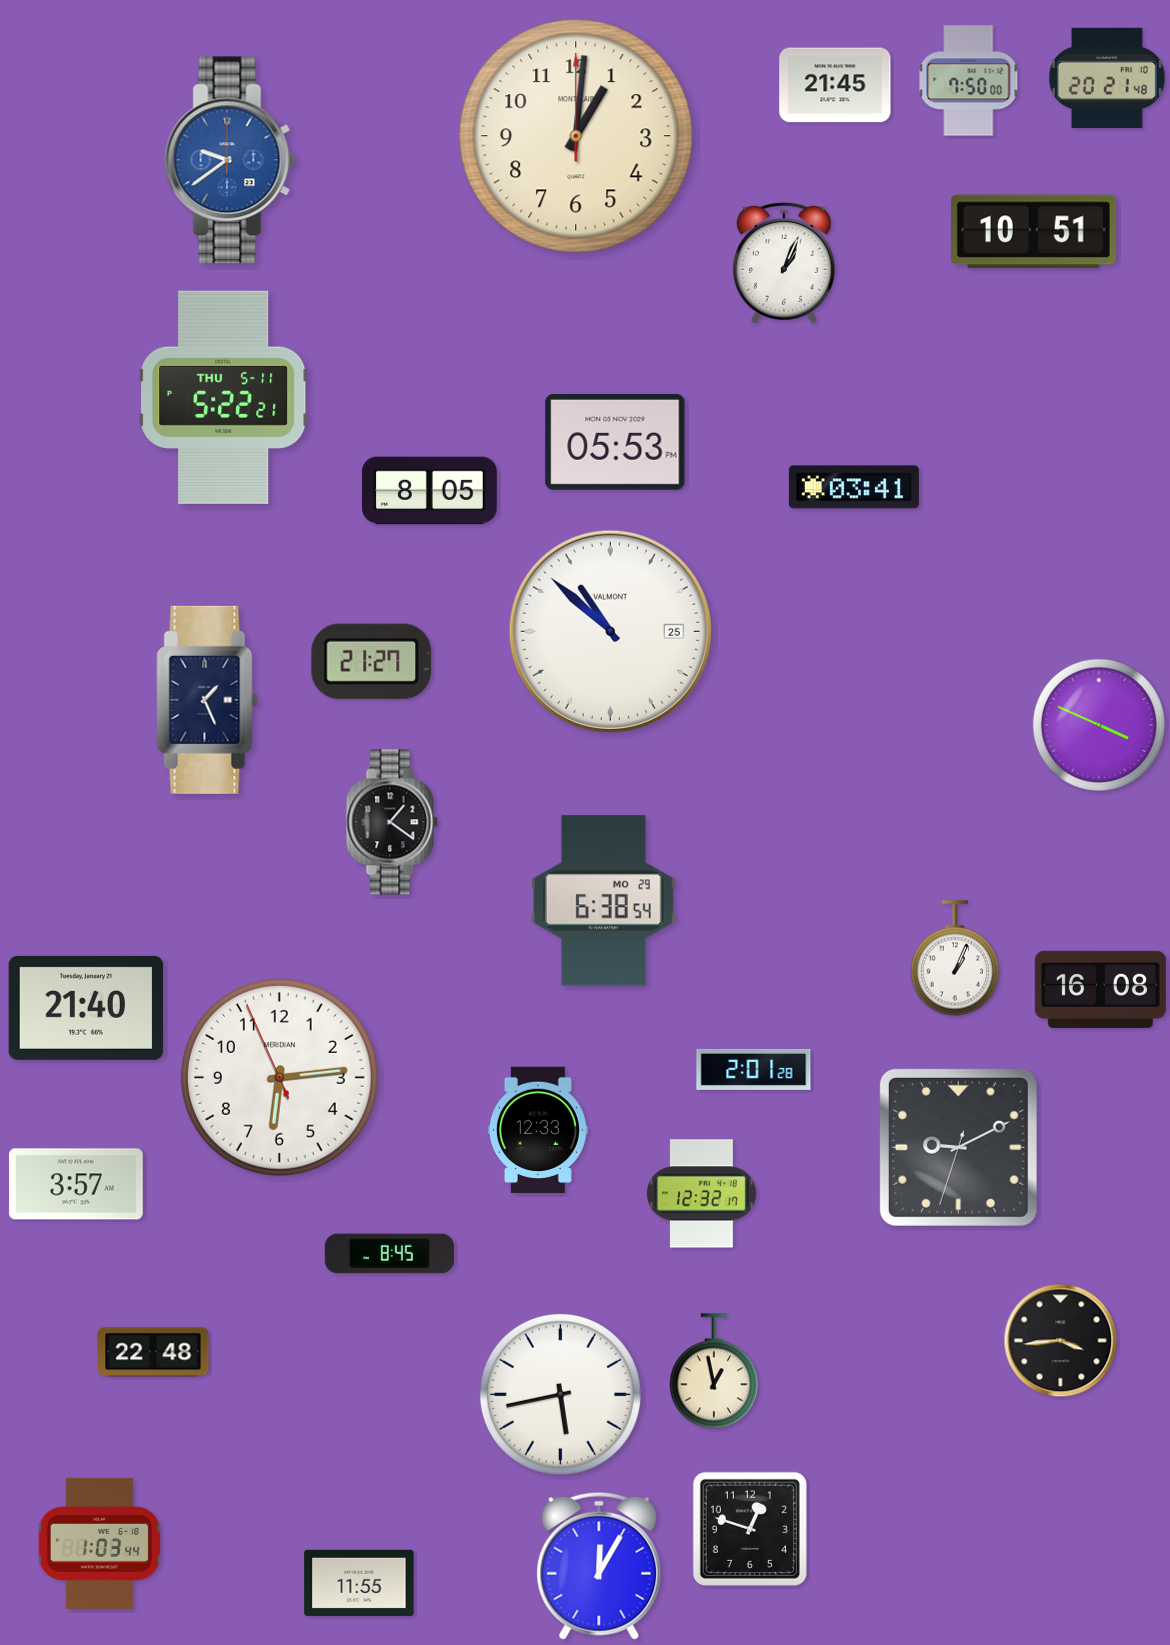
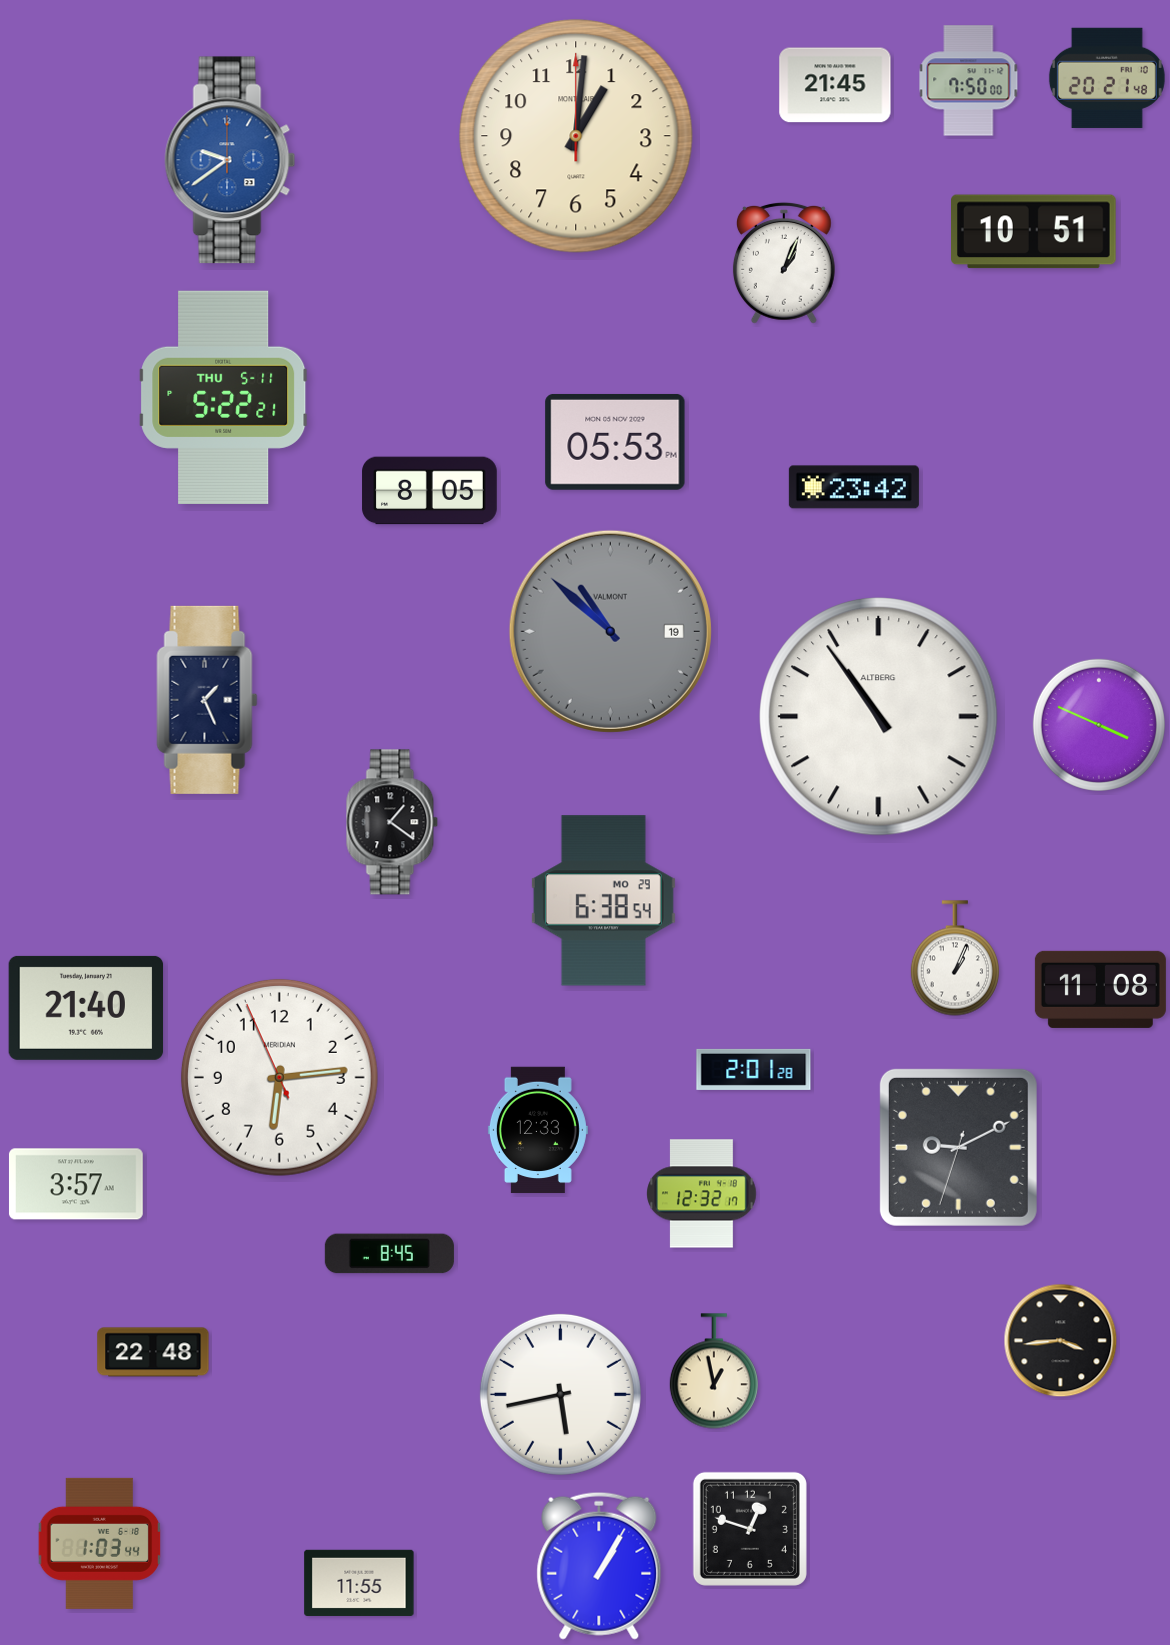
clock at (854, 487): 03:41 -> 23:42
clock at (610, 631) date: 25 -> 19
clock at (610, 631) dial: white -> grey
clock at (372, 661): 21:27 -> none
clock at (879, 717): none -> 10:54
clock at (1100, 989): 16:08 -> 11:08
clock at (599, 1566): 12:05 -> 1:05
